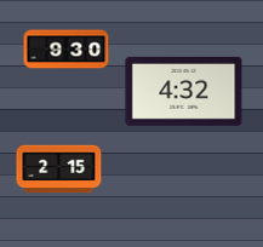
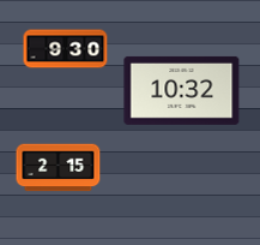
clock at (184, 91): 4:32 -> 10:32
